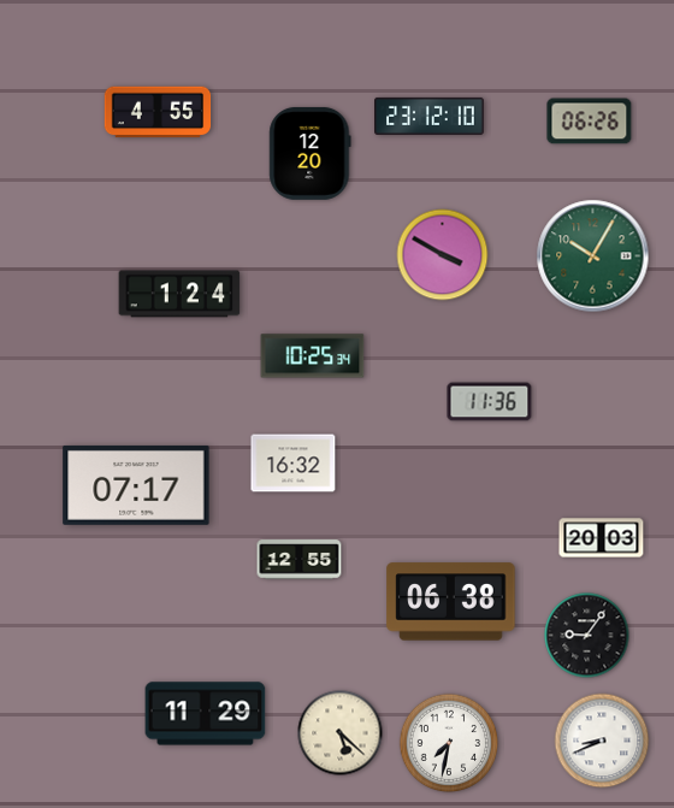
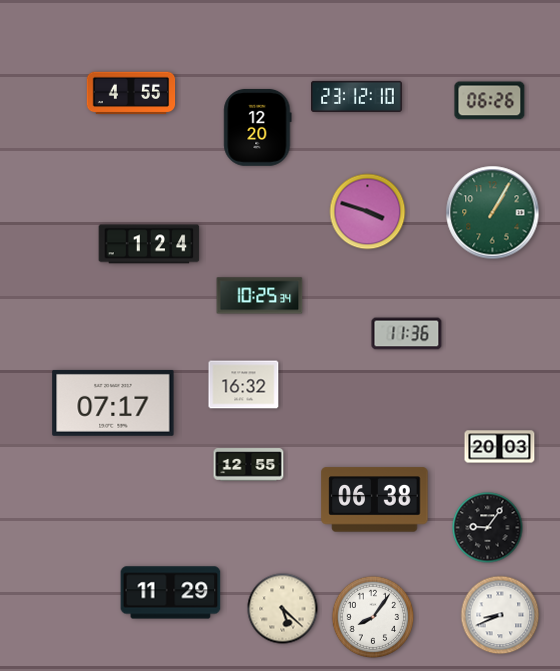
clock at (443, 255): 3:50 -> 3:48
clock at (593, 256): 10:05 -> 1:05
clock at (449, 743): 7:32 -> 8:06
